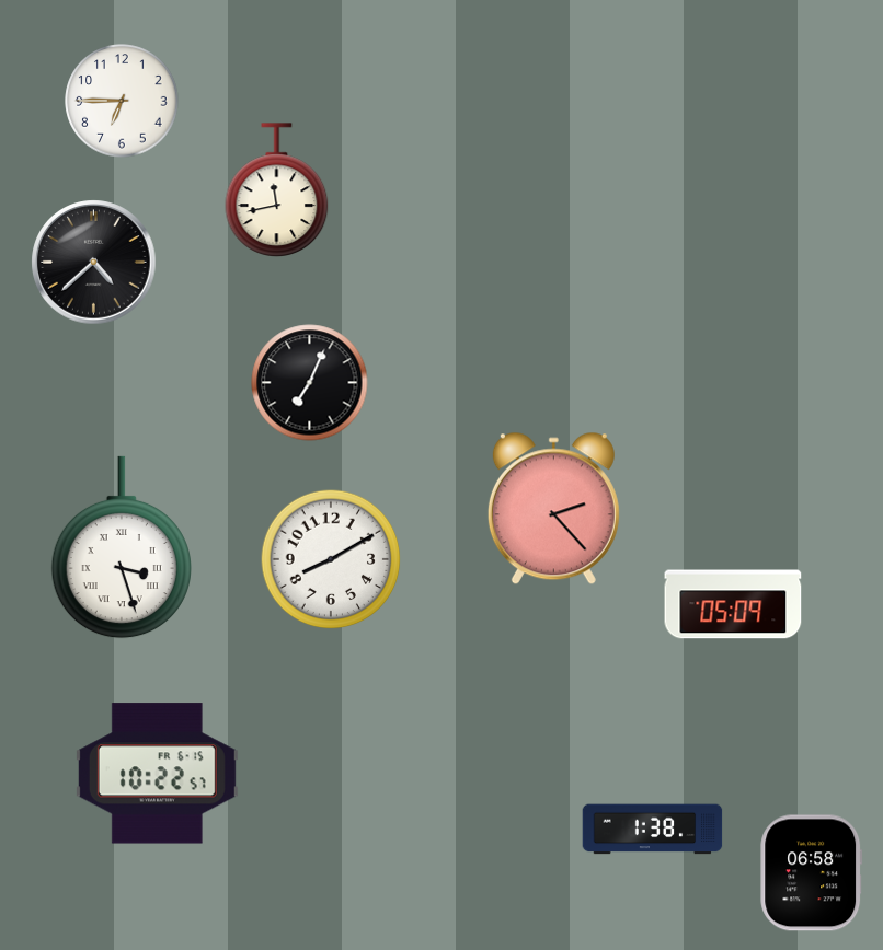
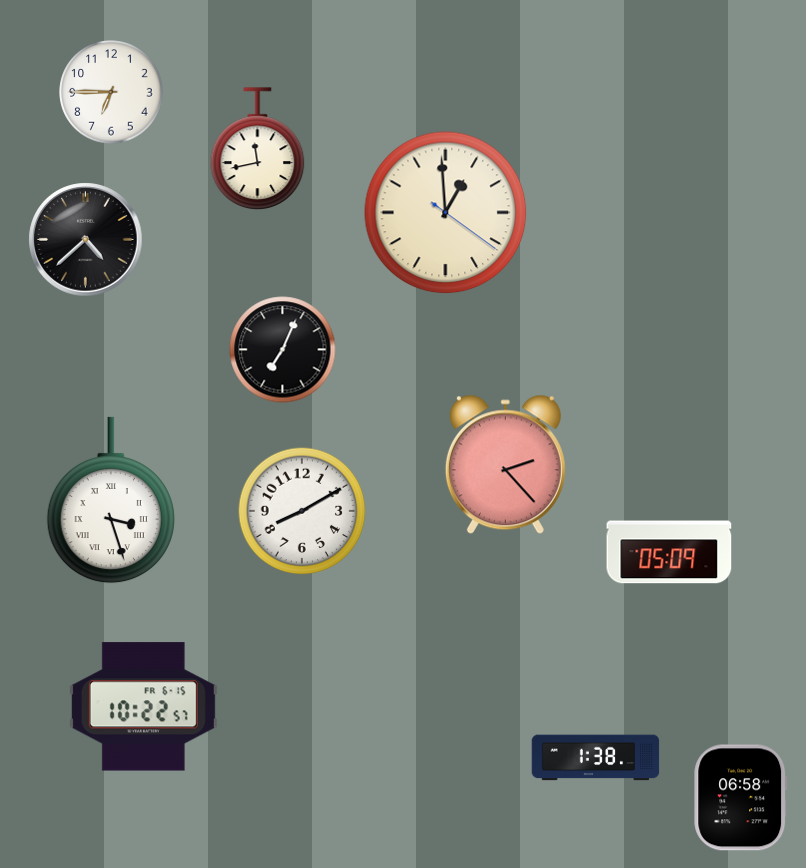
clock at (277, 189) position: (277, 189) -> (258, 148)
clock at (446, 213): none -> 12:59
